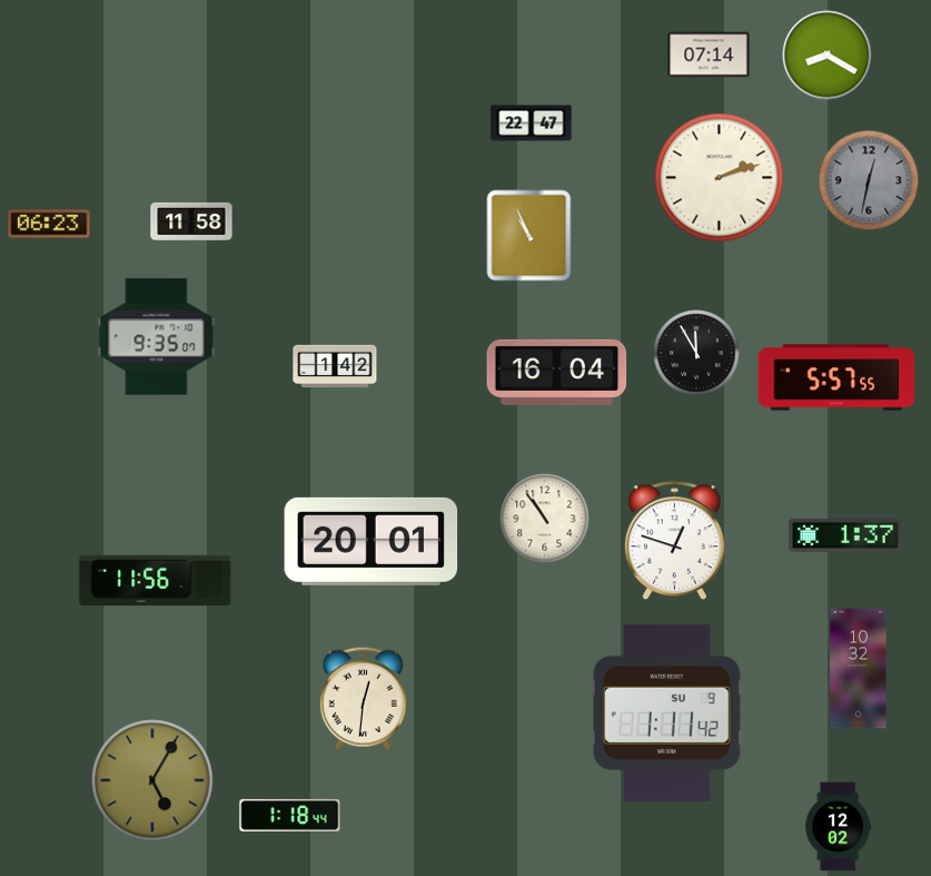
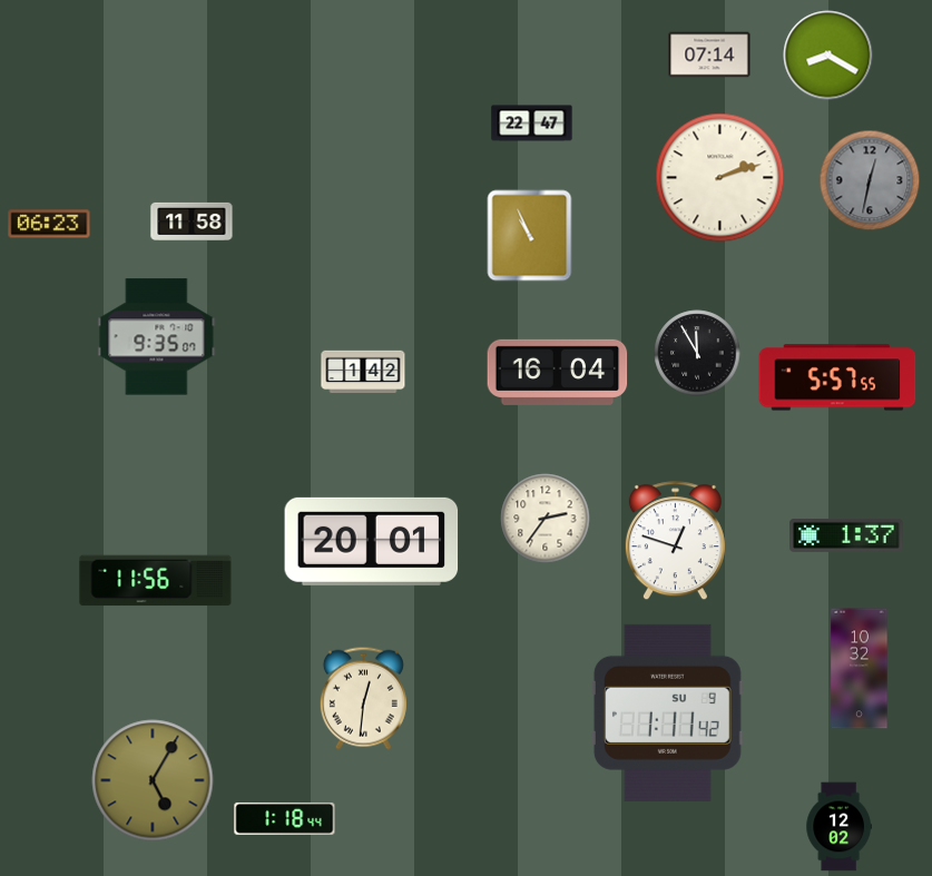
clock at (335, 366) position: (335, 366) -> (363, 372)
clock at (545, 519): 10:54 -> 2:36
clock at (290, 815) position: (290, 815) -> (285, 818)
